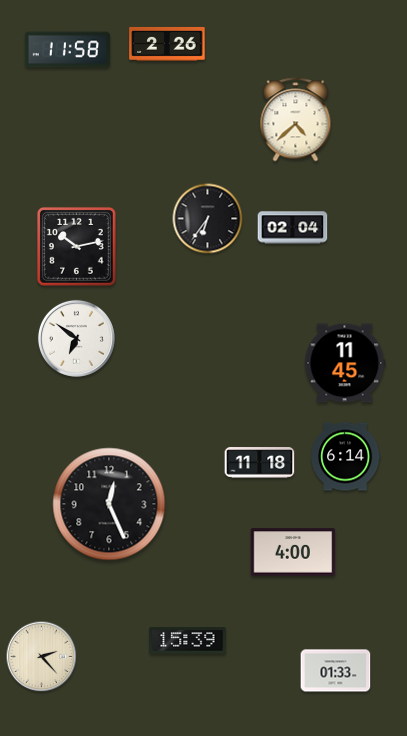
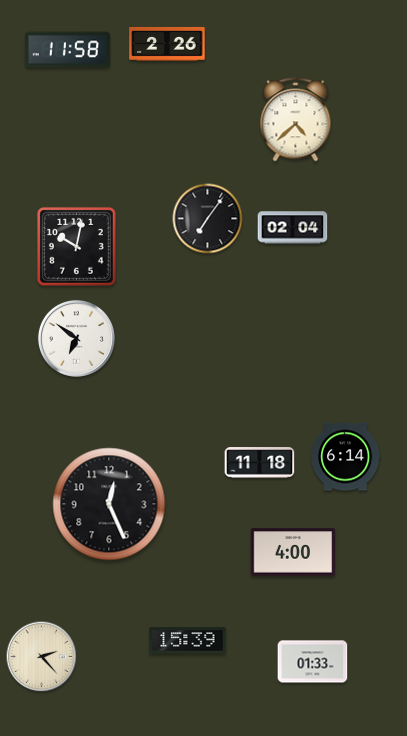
clock at (208, 219): 6:36 -> 7:06
clock at (76, 246): 10:13 -> 10:02
clock at (345, 363): 11:45 -> none
clock at (336, 671) position: (336, 671) -> (313, 662)
